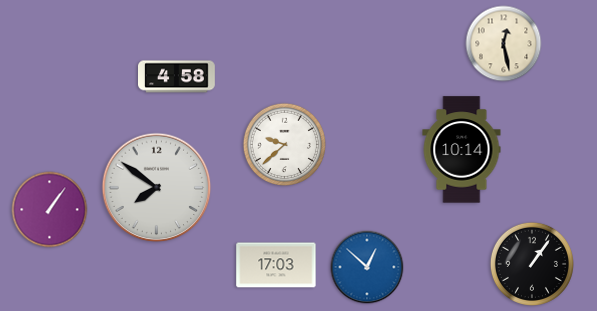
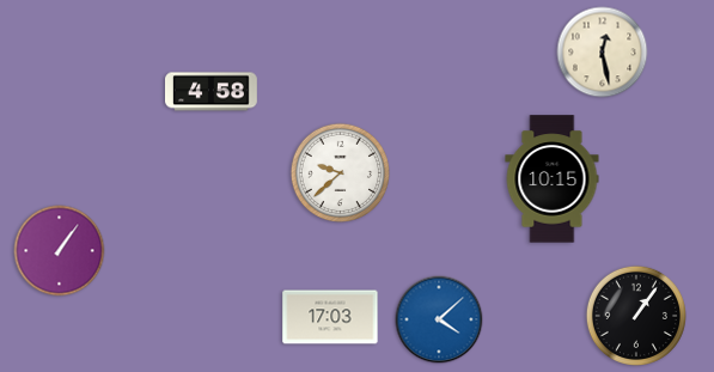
clock at (462, 150): 10:14 -> 10:15
clock at (157, 188): 7:51 -> none
clock at (367, 267): 12:52 -> 4:08
